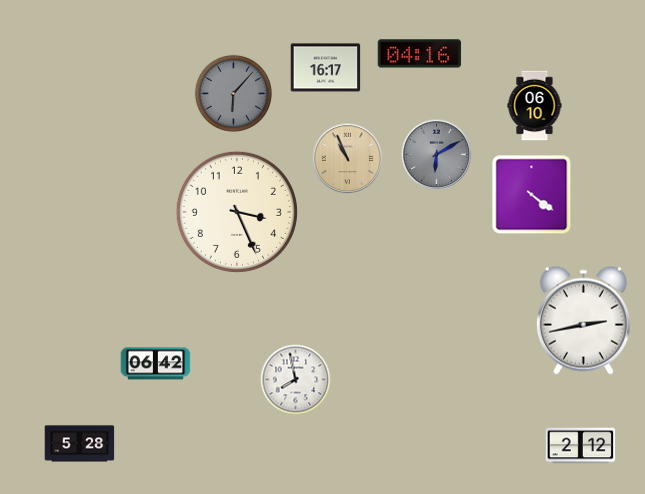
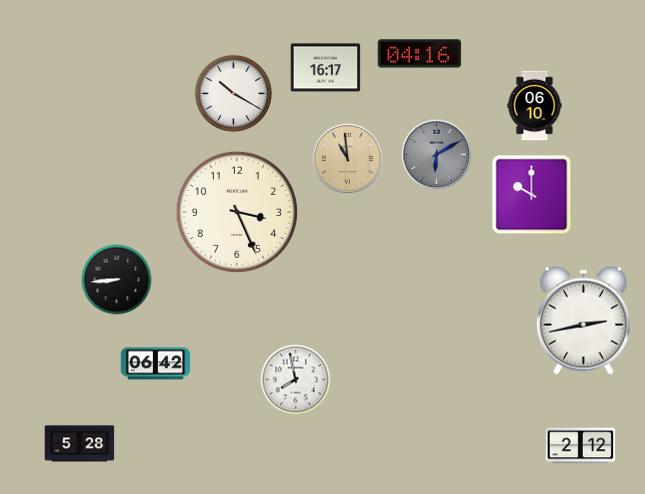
clock at (233, 93): 6:07 -> 10:20
clock at (233, 93) dial: grey -> white
clock at (348, 159): 10:56 -> 10:59
clock at (532, 195): 4:21 -> 10:00
clock at (117, 280): none -> 8:44
